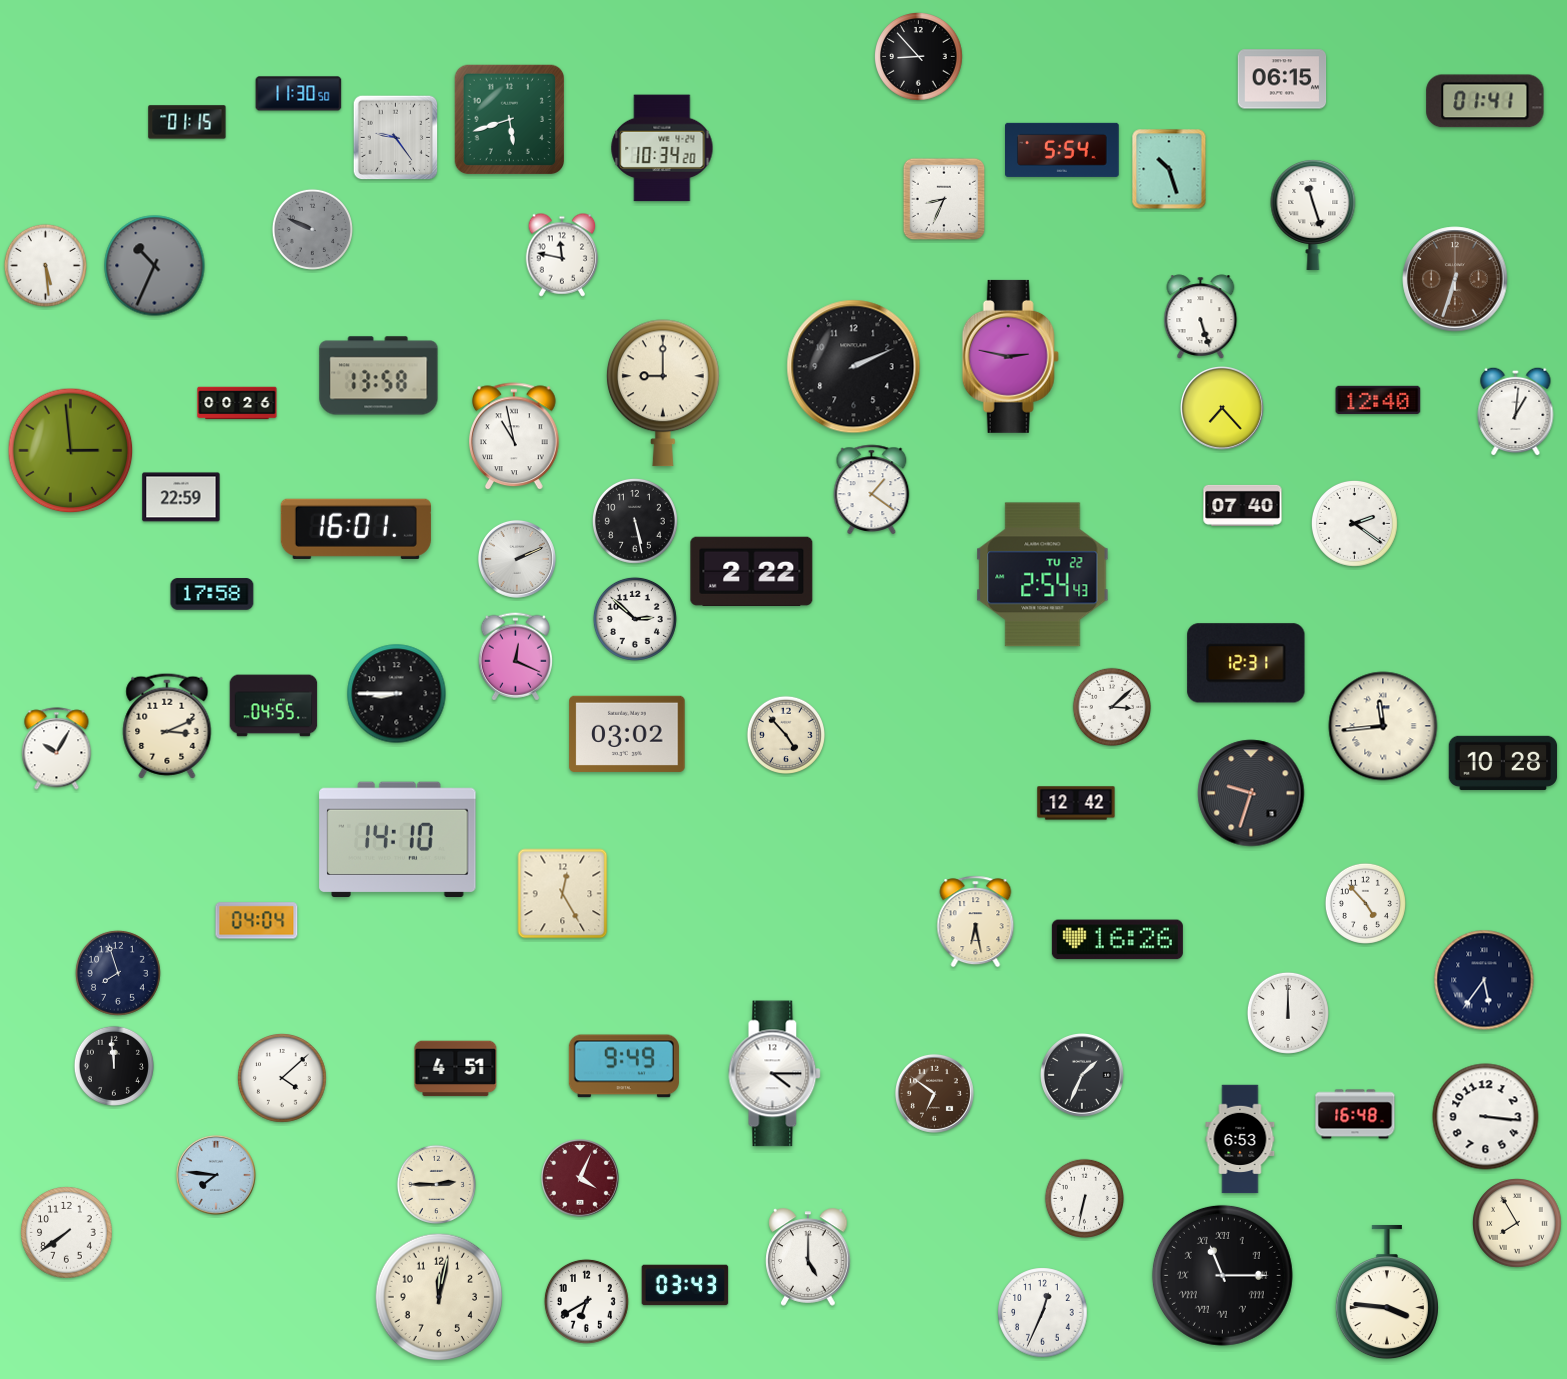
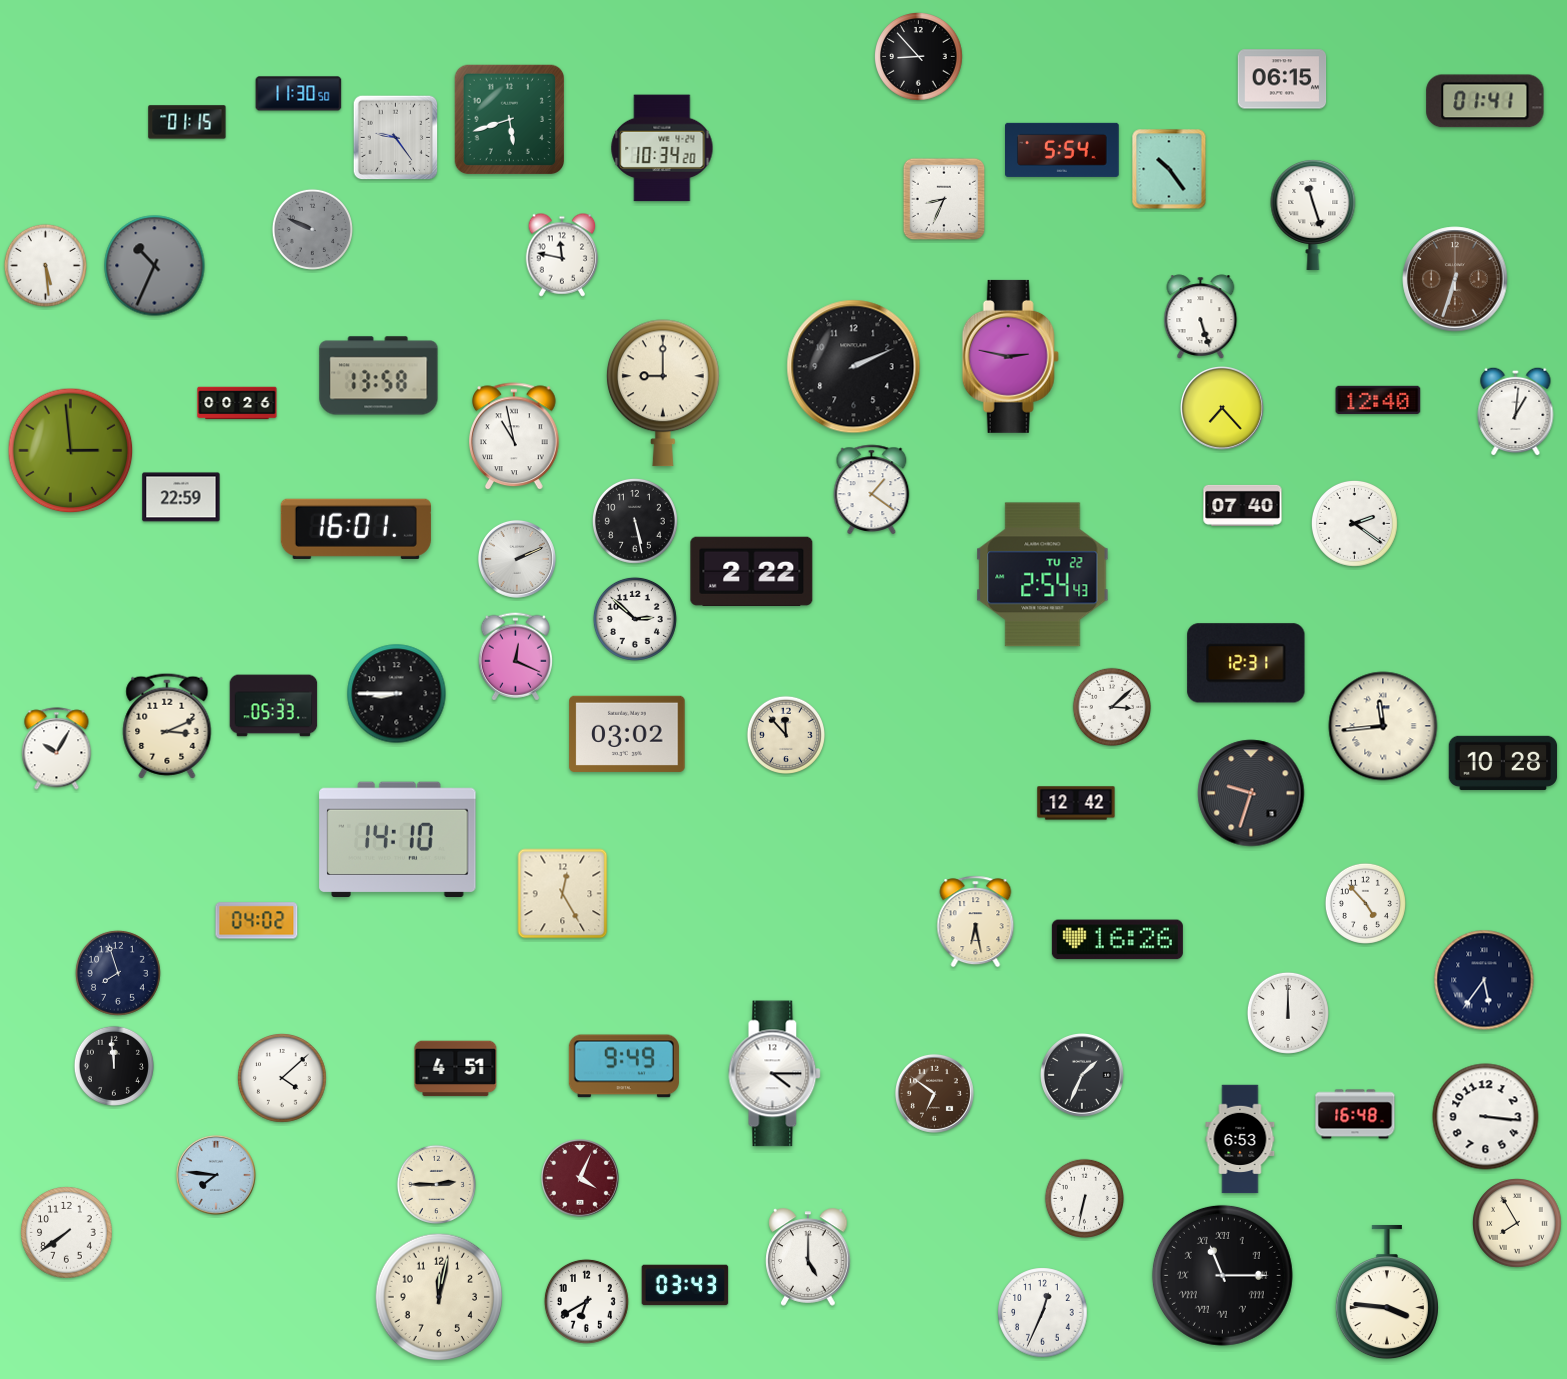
clock at (1169, 169): 10:27 -> 10:24
clock at (212, 594): 17:58 -> none
clock at (274, 706): 04:55 -> 05:33
clock at (785, 734): 4:53 -> 11:53
clock at (257, 921): 04:04 -> 04:02
